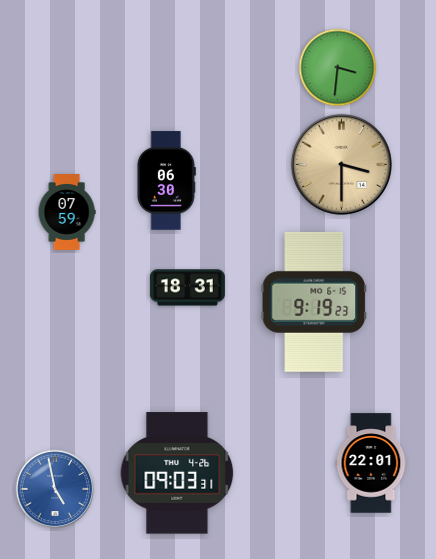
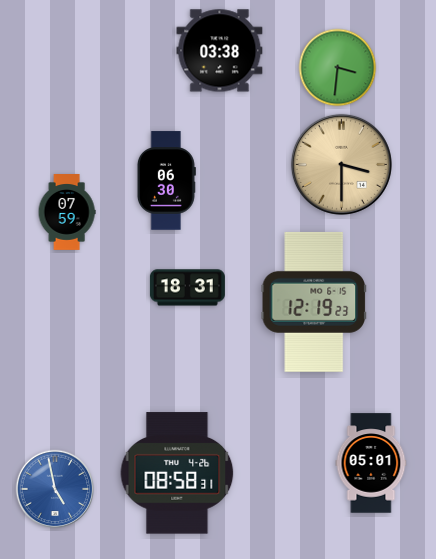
clock at (220, 51): none -> 03:38
clock at (313, 302): 9:19 -> 12:19
clock at (371, 463): 22:01 -> 05:01
clock at (177, 473): 09:03 -> 08:58
